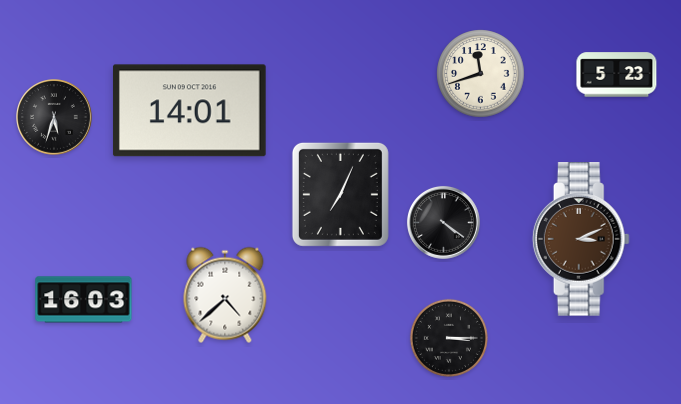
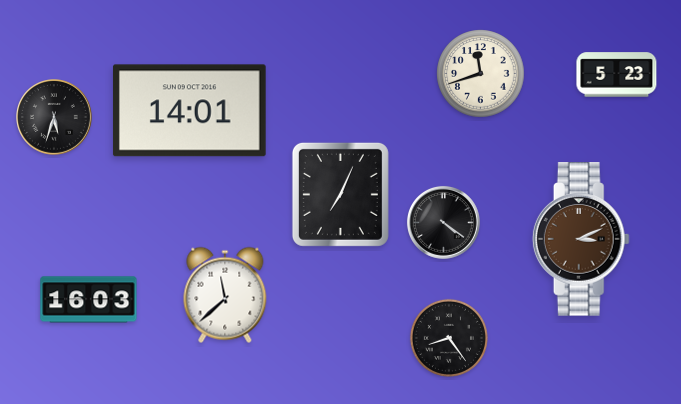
clock at (225, 295): 4:38 -> 11:38
clock at (84, 300) position: (84, 300) -> (89, 300)
clock at (449, 338): 3:15 -> 8:24
